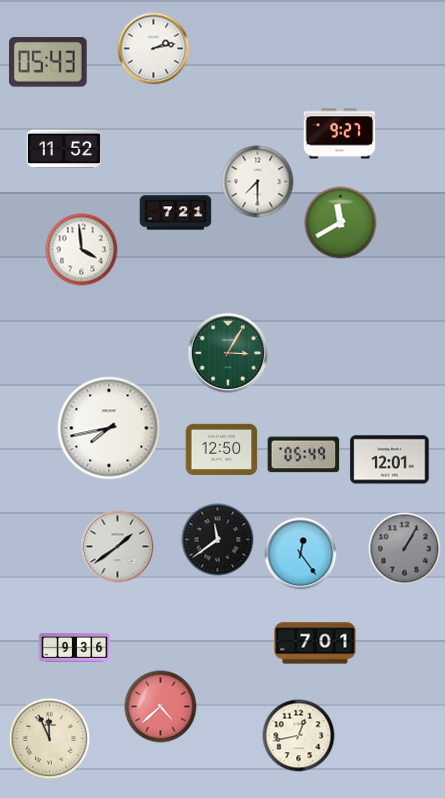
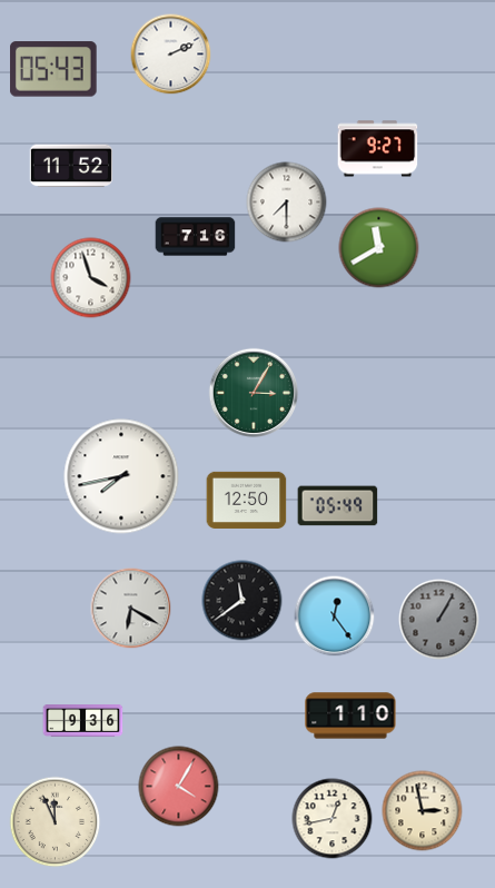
clock at (154, 49): 2:13 -> 2:11
clock at (176, 213): 7:21 -> 7:16
clock at (82, 250): 3:59 -> 3:57
clock at (390, 460): 12:01 -> none
clock at (118, 547): 1:39 -> 6:20
clock at (405, 549) position: (405, 549) -> (439, 620)
clock at (315, 643): 7:01 -> 1:10
clock at (161, 707): 4:38 -> 4:05
clock at (423, 811): none -> 2:58
